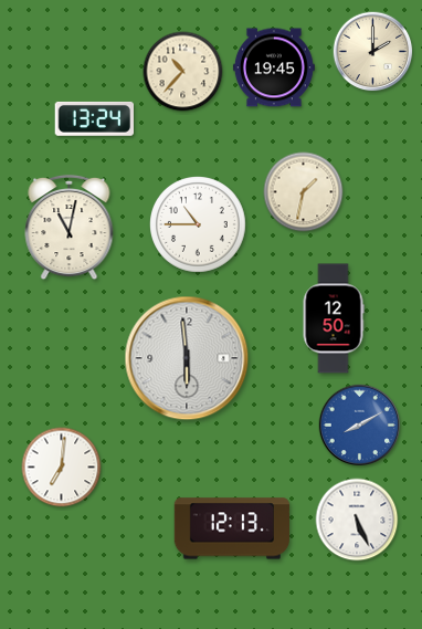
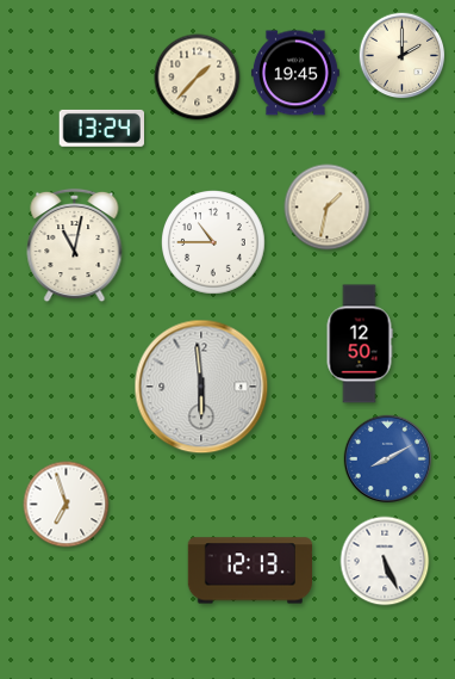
clock at (183, 72): 10:37 -> 1:37
clock at (62, 468): 7:01 -> 6:57
